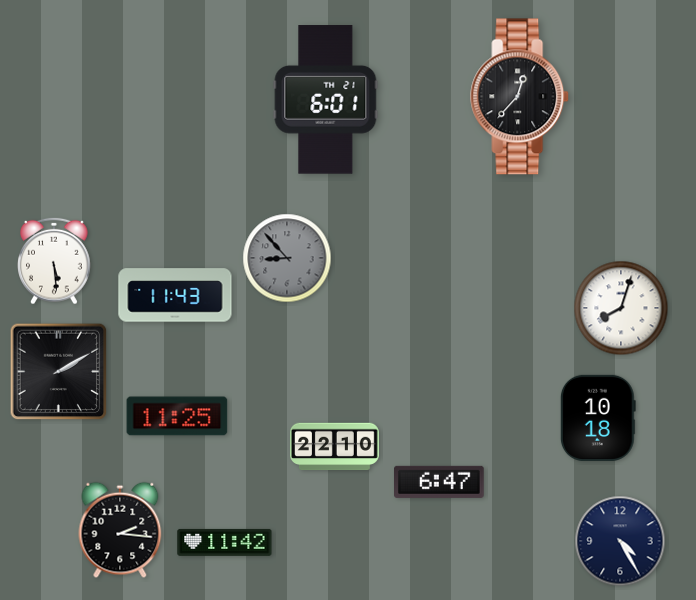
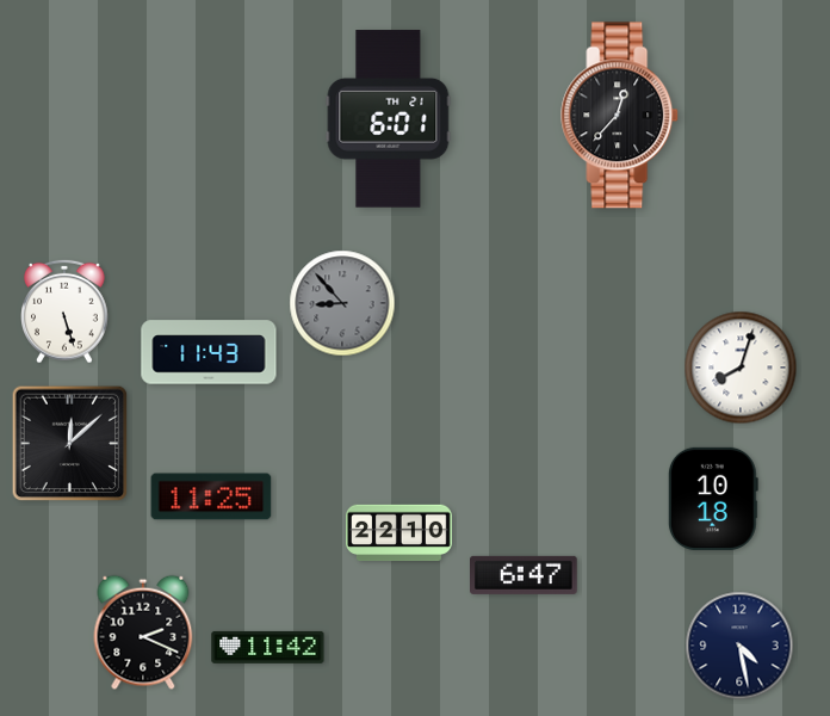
clock at (287, 258) position: (287, 258) -> (342, 303)
clock at (55, 261): 5:29 -> 5:27
clock at (59, 372): 2:10 -> 12:08
clock at (120, 530): 2:16 -> 2:19
clock at (620, 541): 4:25 -> 4:28
